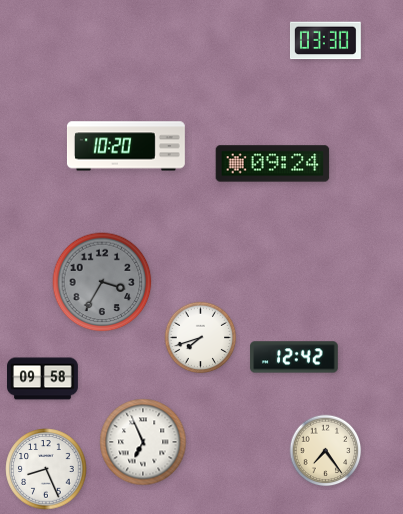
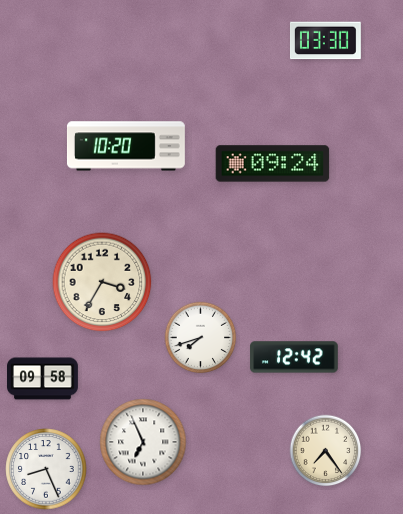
clock at (102, 282) dial: grey -> cream
